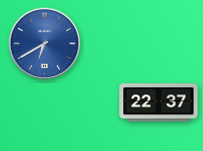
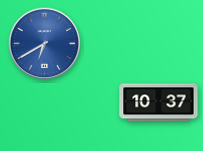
clock at (159, 103): 22:37 -> 10:37
